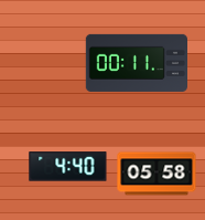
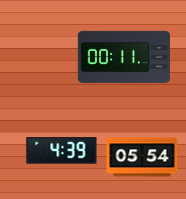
clock at (68, 167): 4:40 -> 4:39
clock at (157, 174): 05:58 -> 05:54
